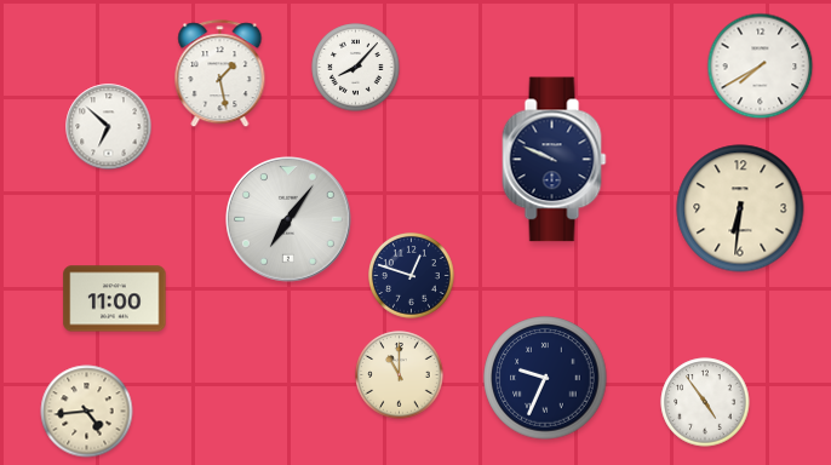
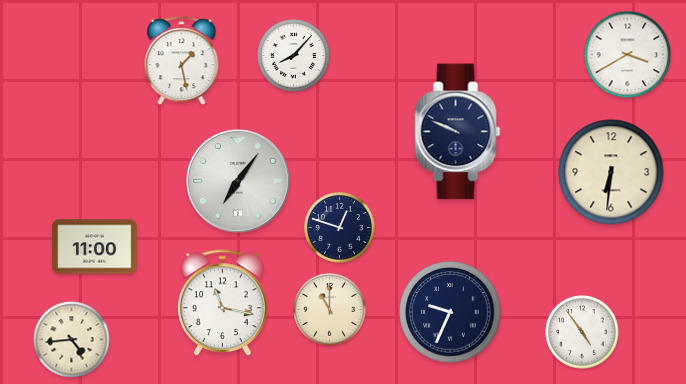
clock at (761, 67): 7:40 -> 3:40
clock at (109, 127): 6:52 -> none
clock at (223, 303): none -> 11:17
